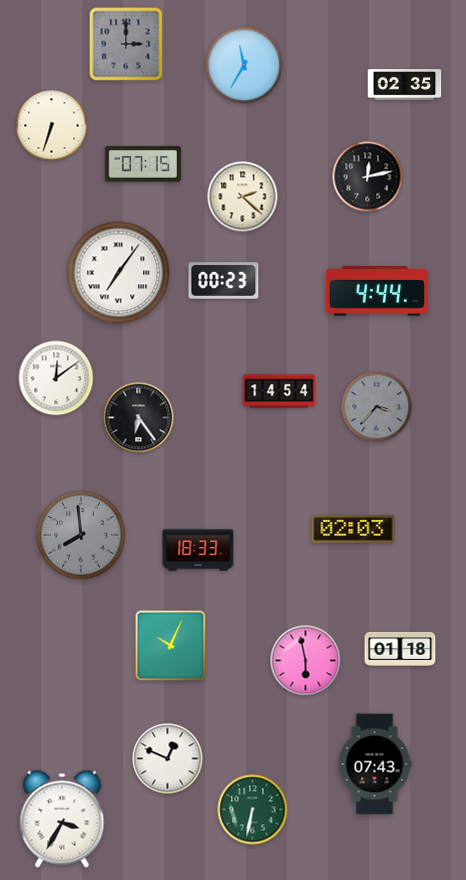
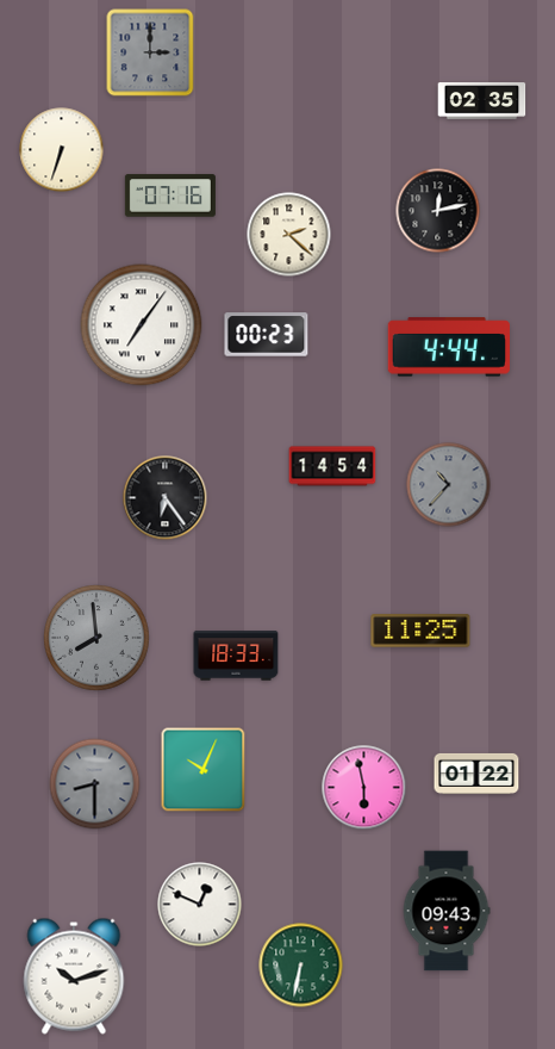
clock at (244, 65): 11:35 -> none
clock at (143, 164): 07:15 -> 07:16
clock at (56, 378): 12:09 -> none
clock at (377, 407): 3:37 -> 10:37
clock at (353, 529): 02:03 -> 11:25
clock at (400, 649): 01:18 -> 01:22
clock at (95, 784): none -> 8:30
clock at (375, 764): 07:43 -> 09:43
clock at (62, 819): 3:35 -> 10:12
